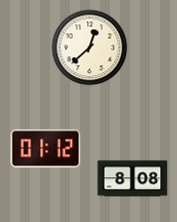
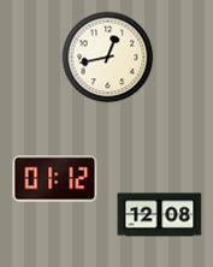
clock at (90, 48): 12:38 -> 12:43
clock at (133, 179): 8:08 -> 12:08
